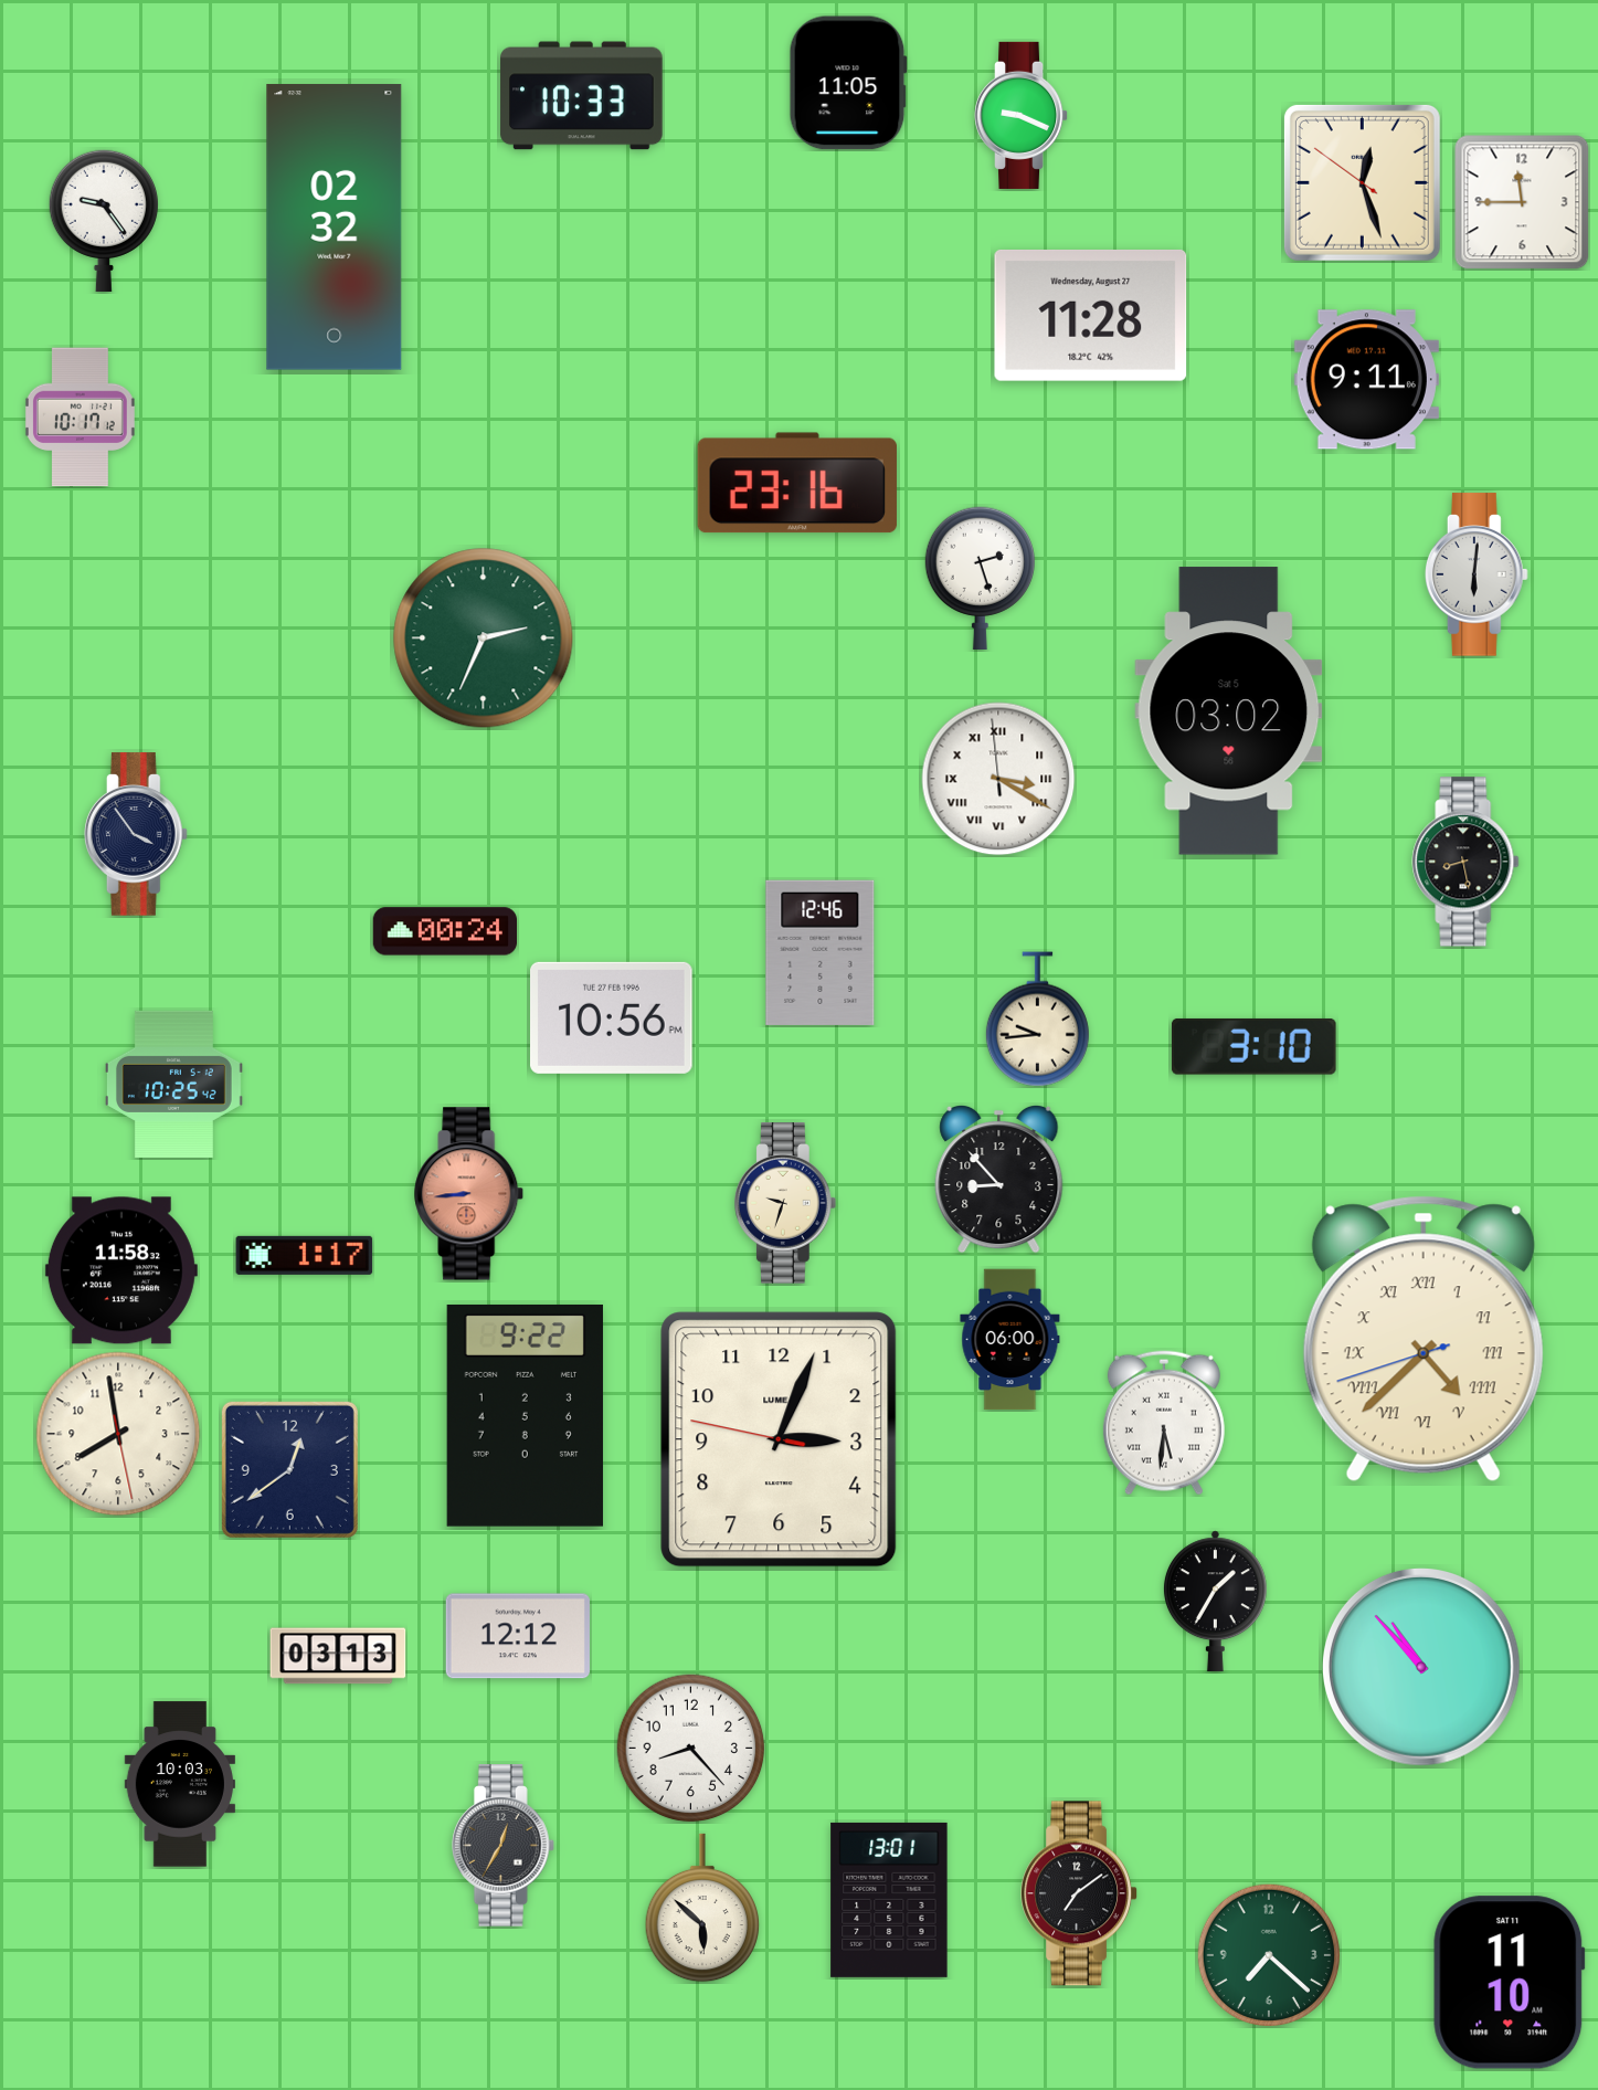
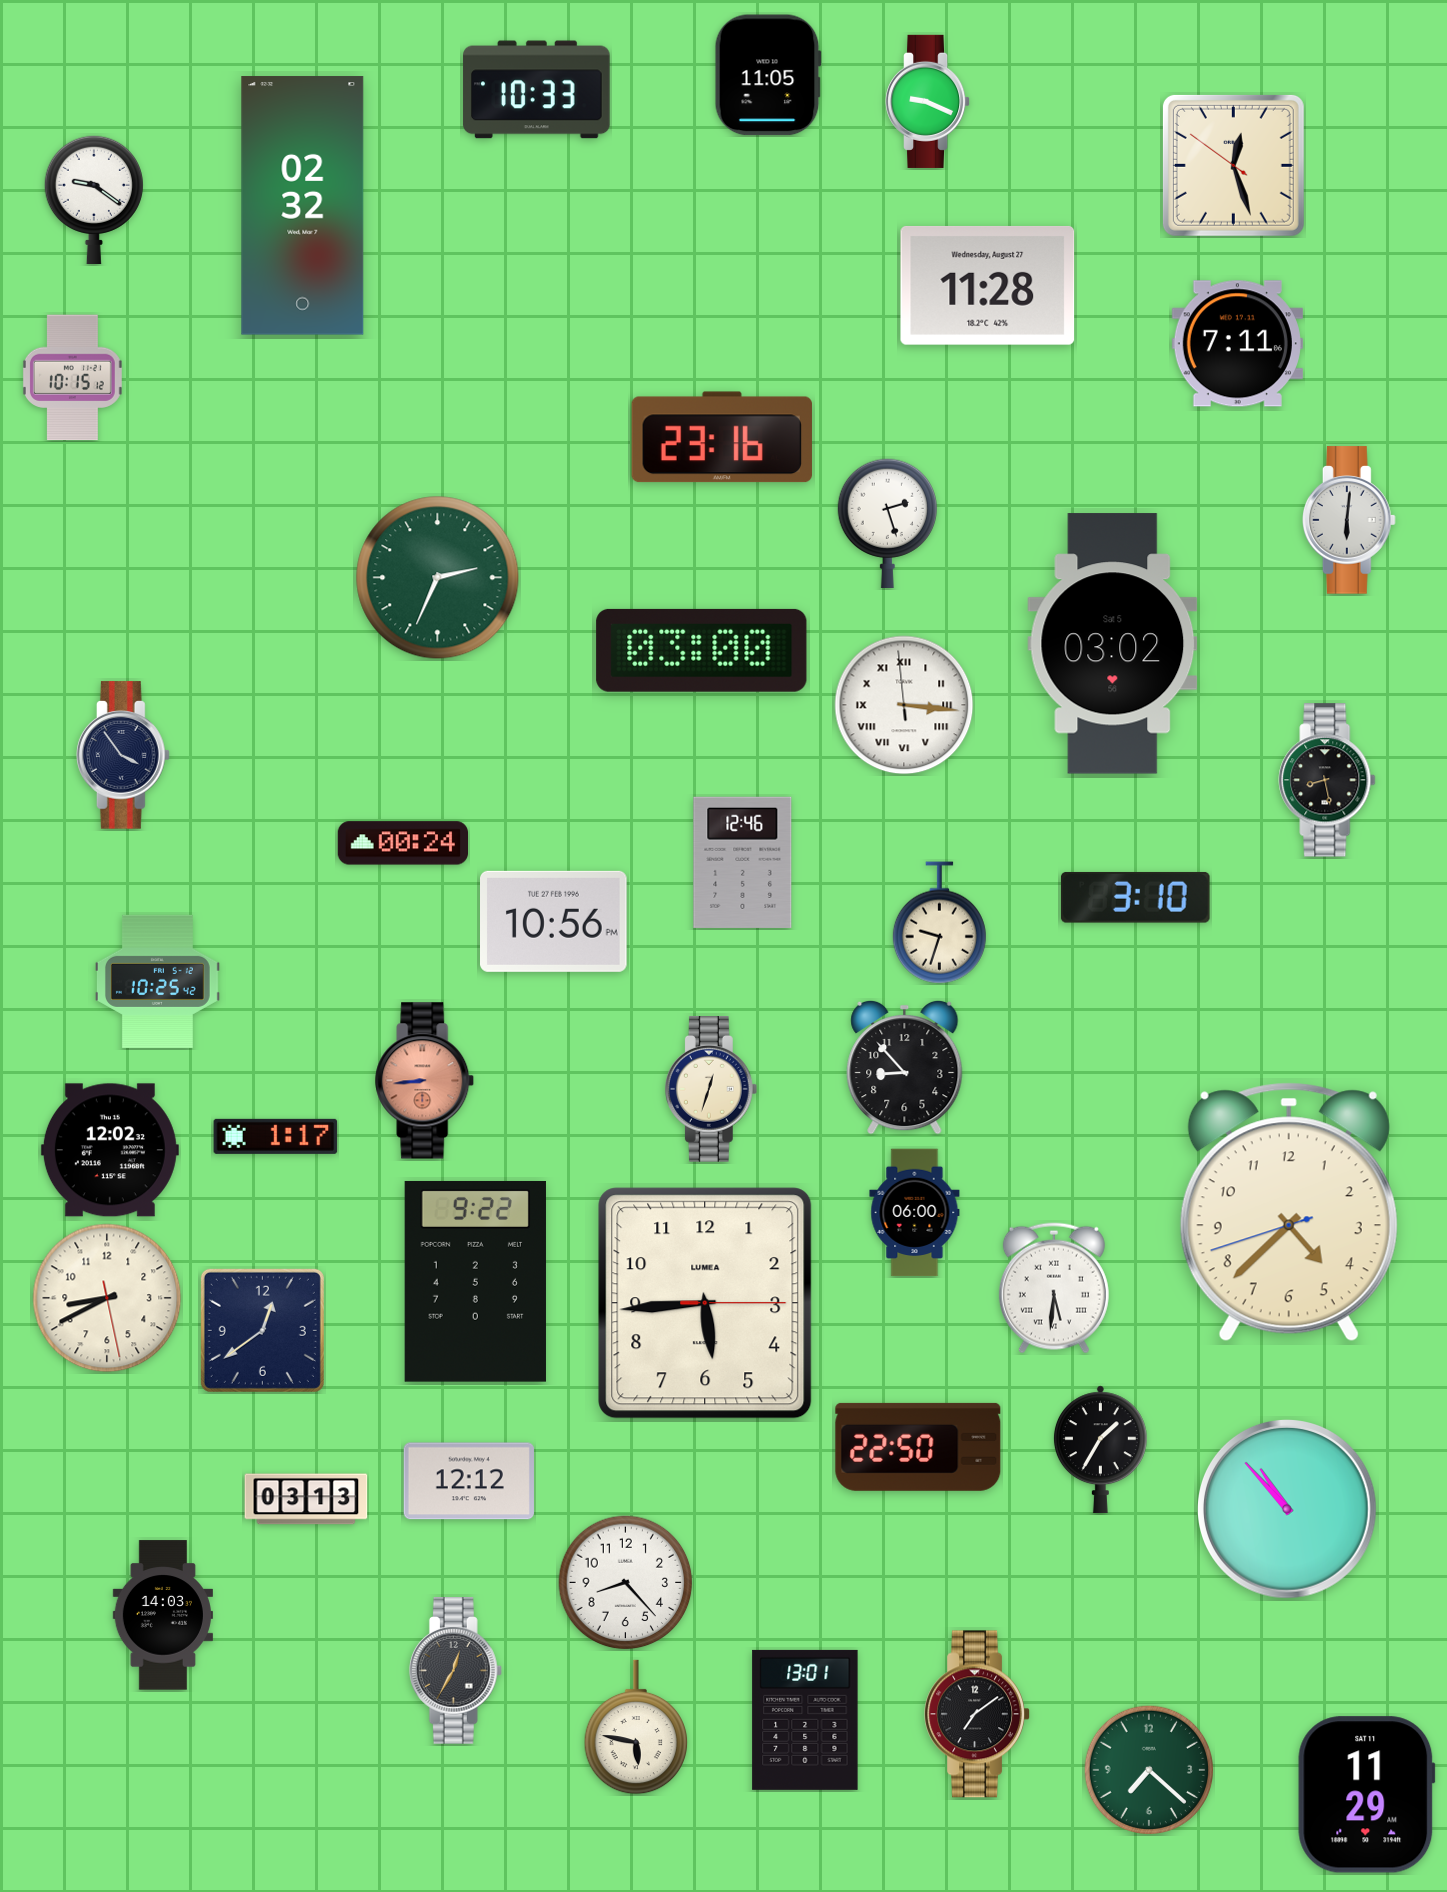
clock at (582, 96) position: (582, 96) -> (537, 90)
clock at (1023, 115) position: (1023, 115) -> (929, 101)
clock at (1522, 202): 11:45 -> none
clock at (104, 221): 9:24 -> 9:21
clock at (1366, 380): 9:11 -> 7:11
clock at (80, 418): 10:17 -> 10:15
clock at (1477, 574) position: (1477, 574) -> (1349, 520)
clock at (702, 650): none -> 03:00
clock at (998, 779): 3:19 -> 3:15
clock at (1037, 1020): 9:44 -> 9:33
clock at (1255, 1046) position: (1255, 1046) -> (1136, 897)
clock at (785, 1203): 9:33 -> 12:33
clock at (121, 1270): 11:58 -> 12:02
clock at (1424, 1339) numerals: Roman -> Arabic
clock at (118, 1434): 7:58 -> 8:40
clock at (779, 1439): 3:03 -> 5:44
clock at (918, 1447): none -> 22:50
clock at (180, 1784): 10:03 -> 14:03
clock at (702, 1908): 5:52 -> 5:47
clock at (1510, 1983): 11:10 -> 11:29
